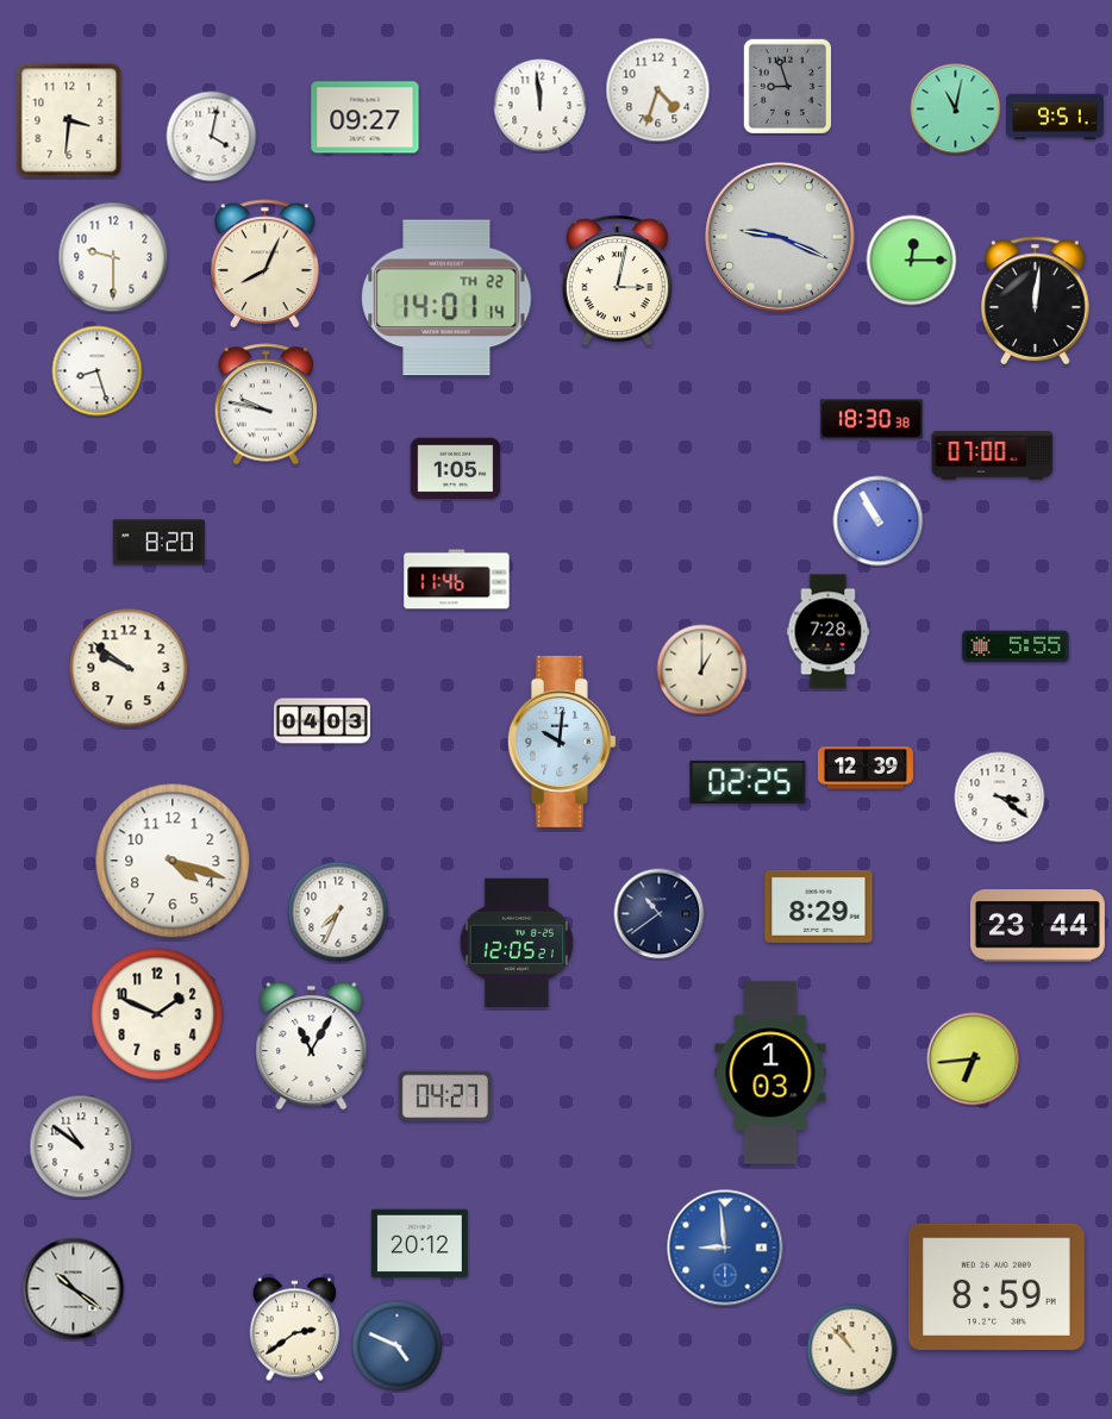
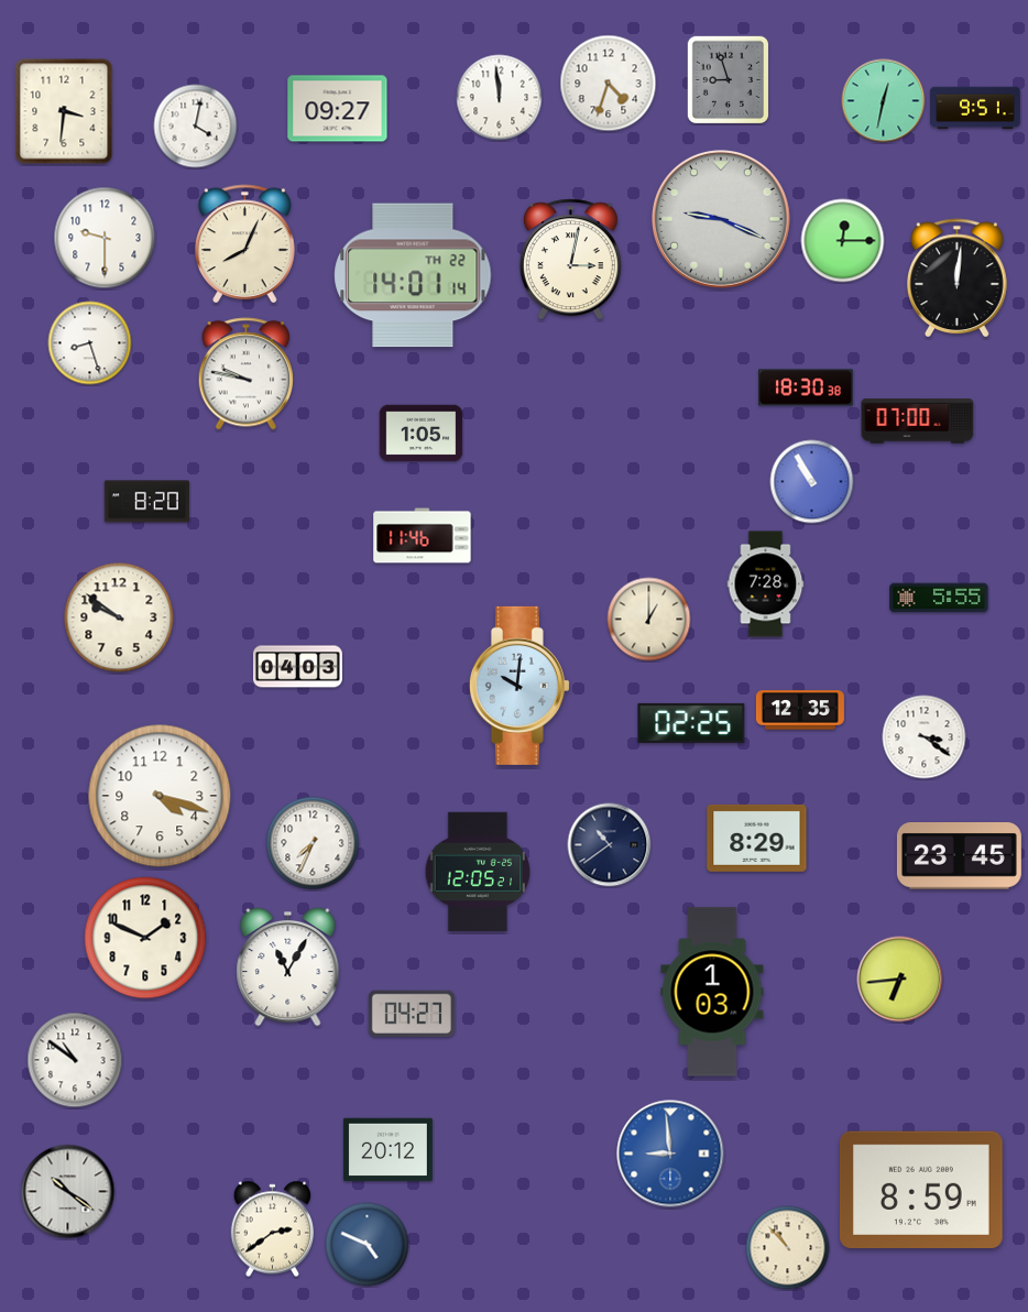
clock at (956, 110): 11:02 -> 12:32
clock at (866, 768): 12:39 -> 12:35
clock at (1037, 926): 23:44 -> 23:45
